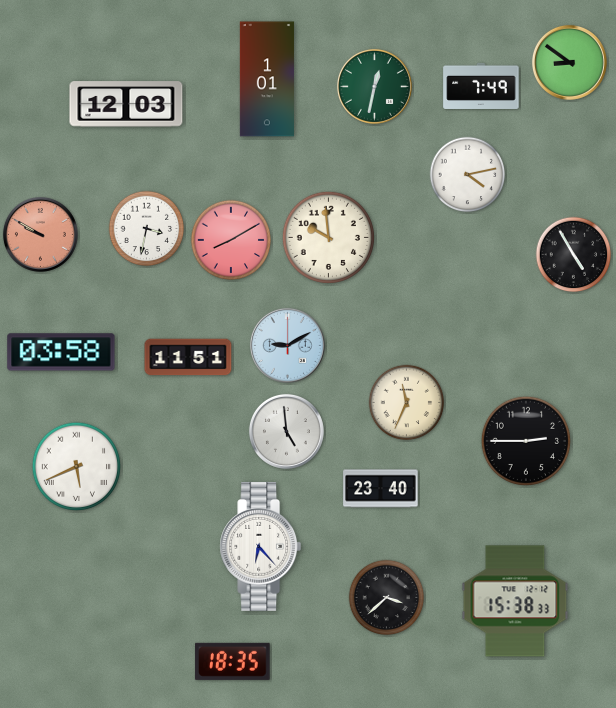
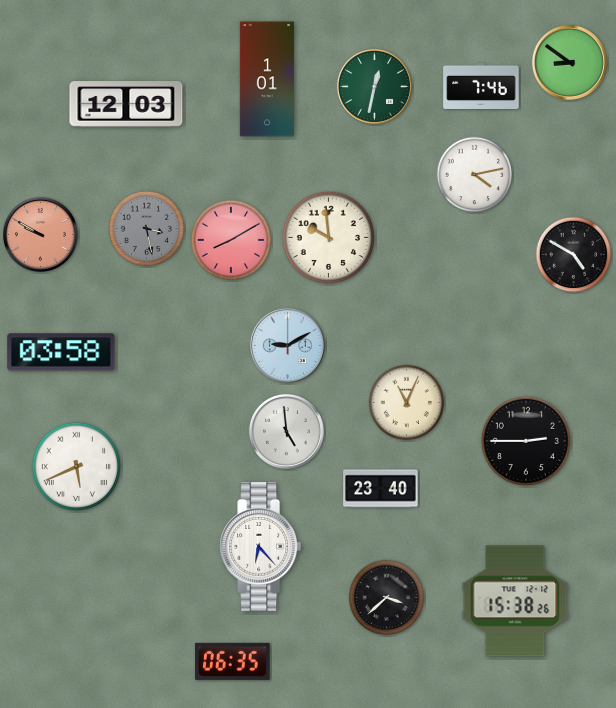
clock at (481, 86): 7:49 -> 7:46
clock at (468, 175) position: (468, 175) -> (475, 175)
clock at (147, 229): 3:32 -> 3:28
clock at (147, 229) dial: white -> grey
clock at (574, 255): 4:55 -> 4:50
clock at (188, 357): 11:51 -> none
clock at (407, 403): 11:34 -> 11:04
clock at (515, 601): 15:38:33 -> 15:38:26
clock at (233, 661): 18:35 -> 06:35
